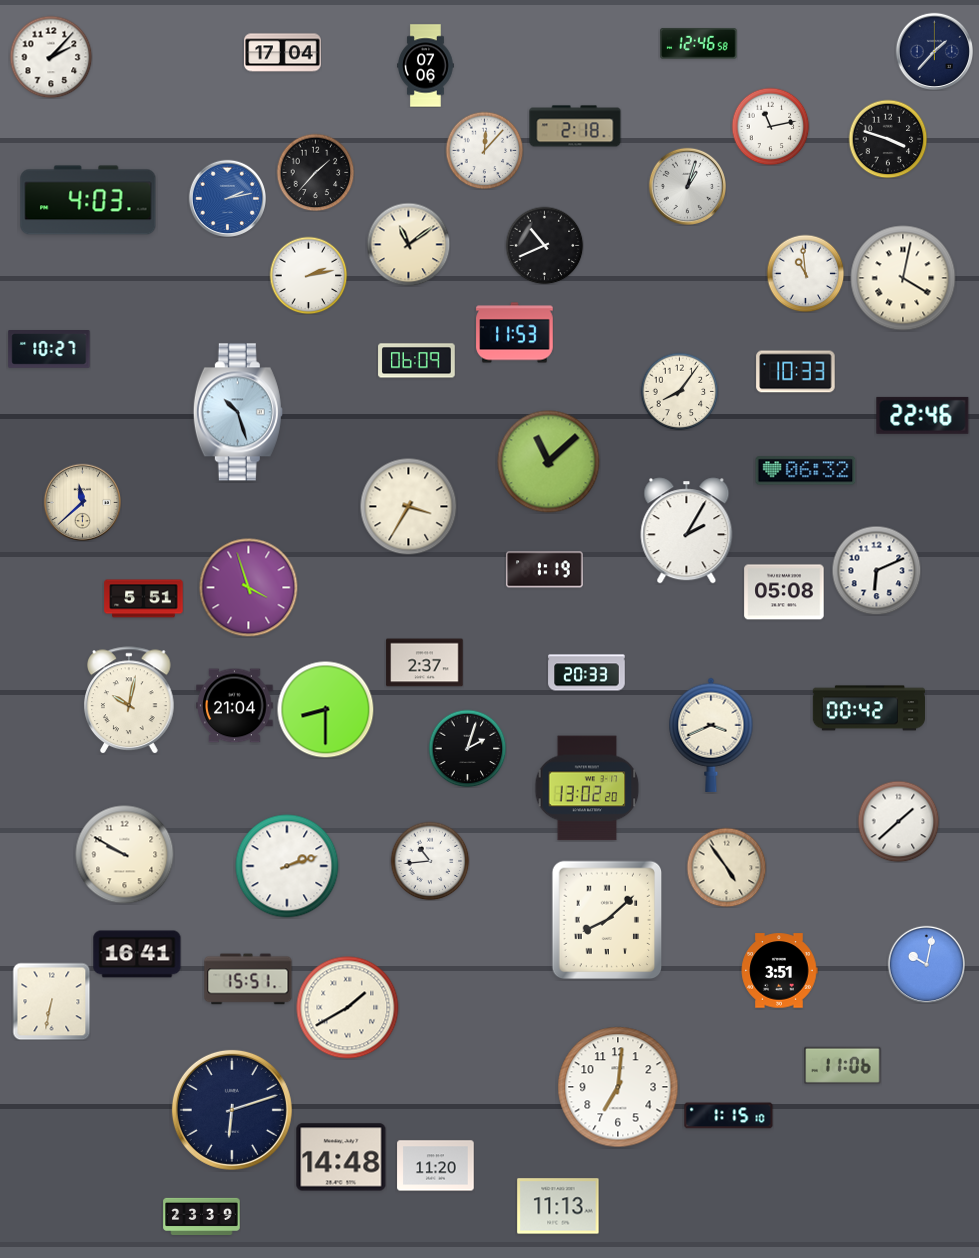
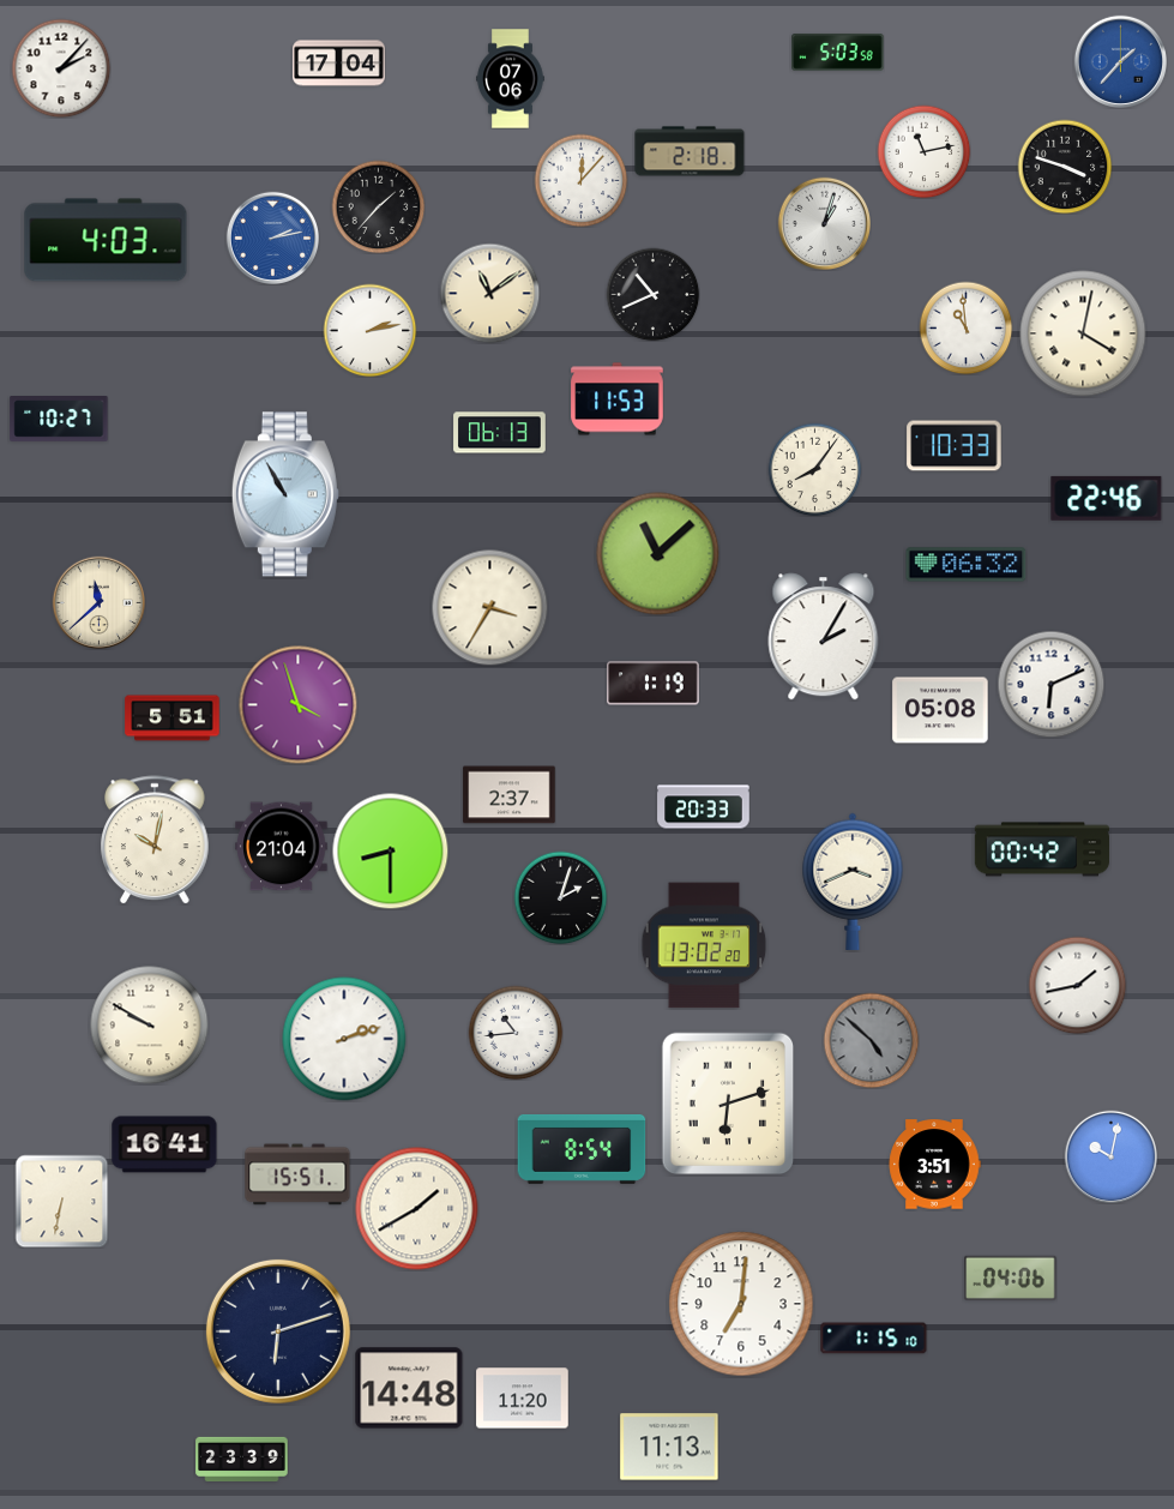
clock at (699, 44): 12:46 -> 5:03
clock at (934, 51) dial: navy -> blue
clock at (417, 361): 06:09 -> 06:13
clock at (238, 412): 10:27 -> 10:55
clock at (898, 821): 1:38 -> 1:43
clock at (726, 867): 4:54 -> 4:52
clock at (726, 867) dial: cream -> grey
clock at (607, 920): 8:08 -> 6:12
clock at (582, 1149): none -> 8:54
clock at (843, 1065): 11:06 -> 04:06
